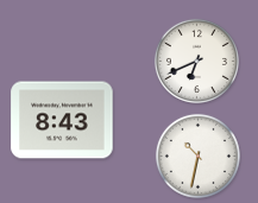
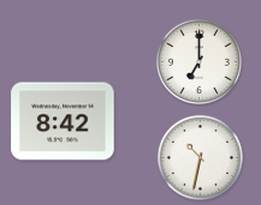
clock at (196, 61): 6:41 -> 7:00
clock at (62, 120): 8:43 -> 8:42
